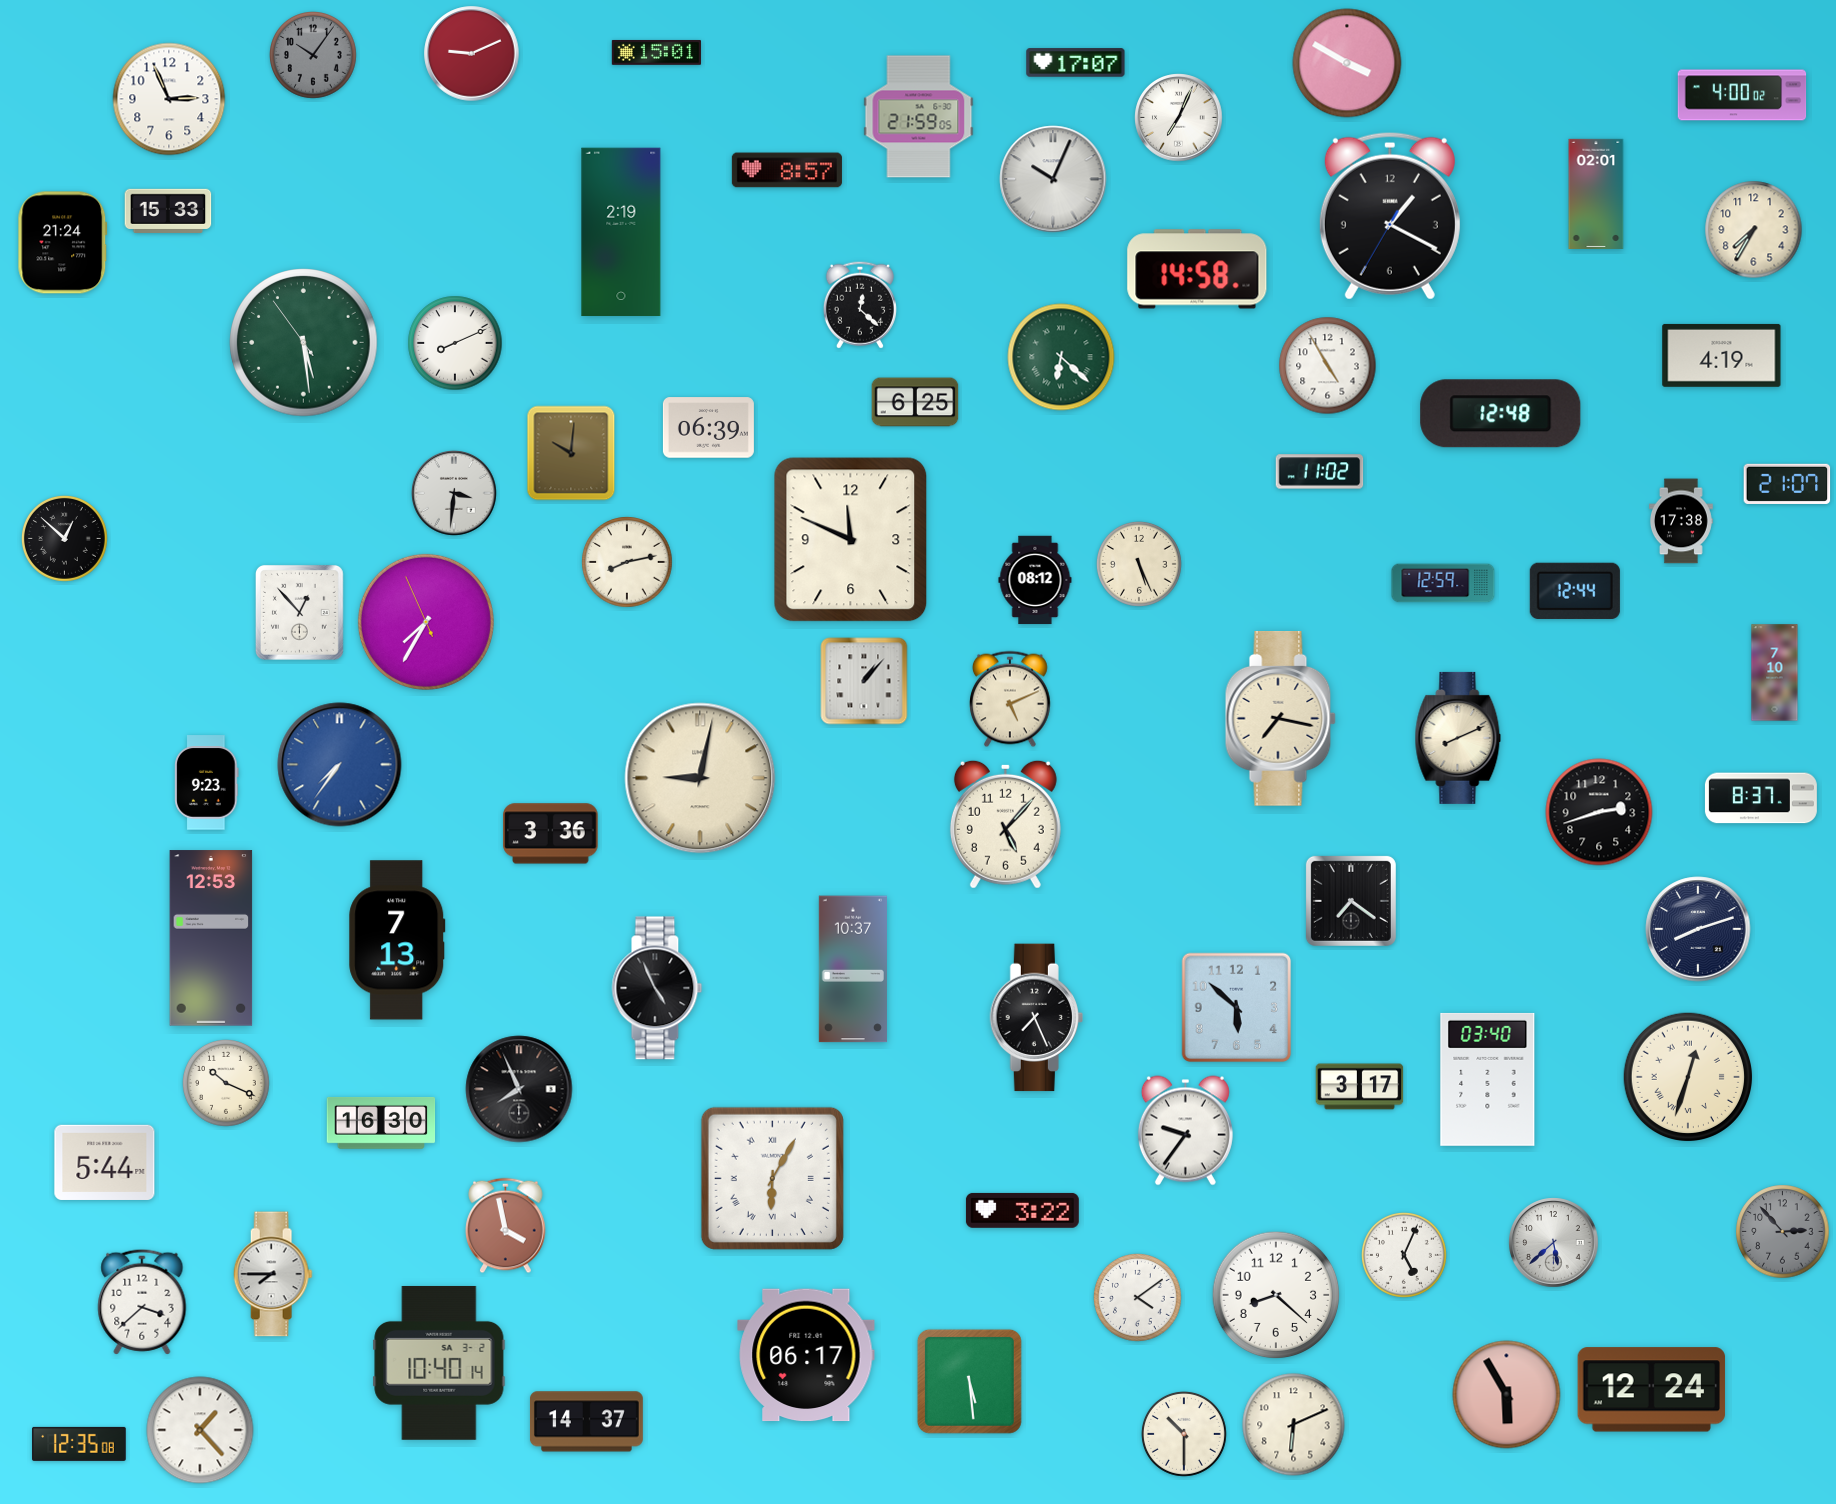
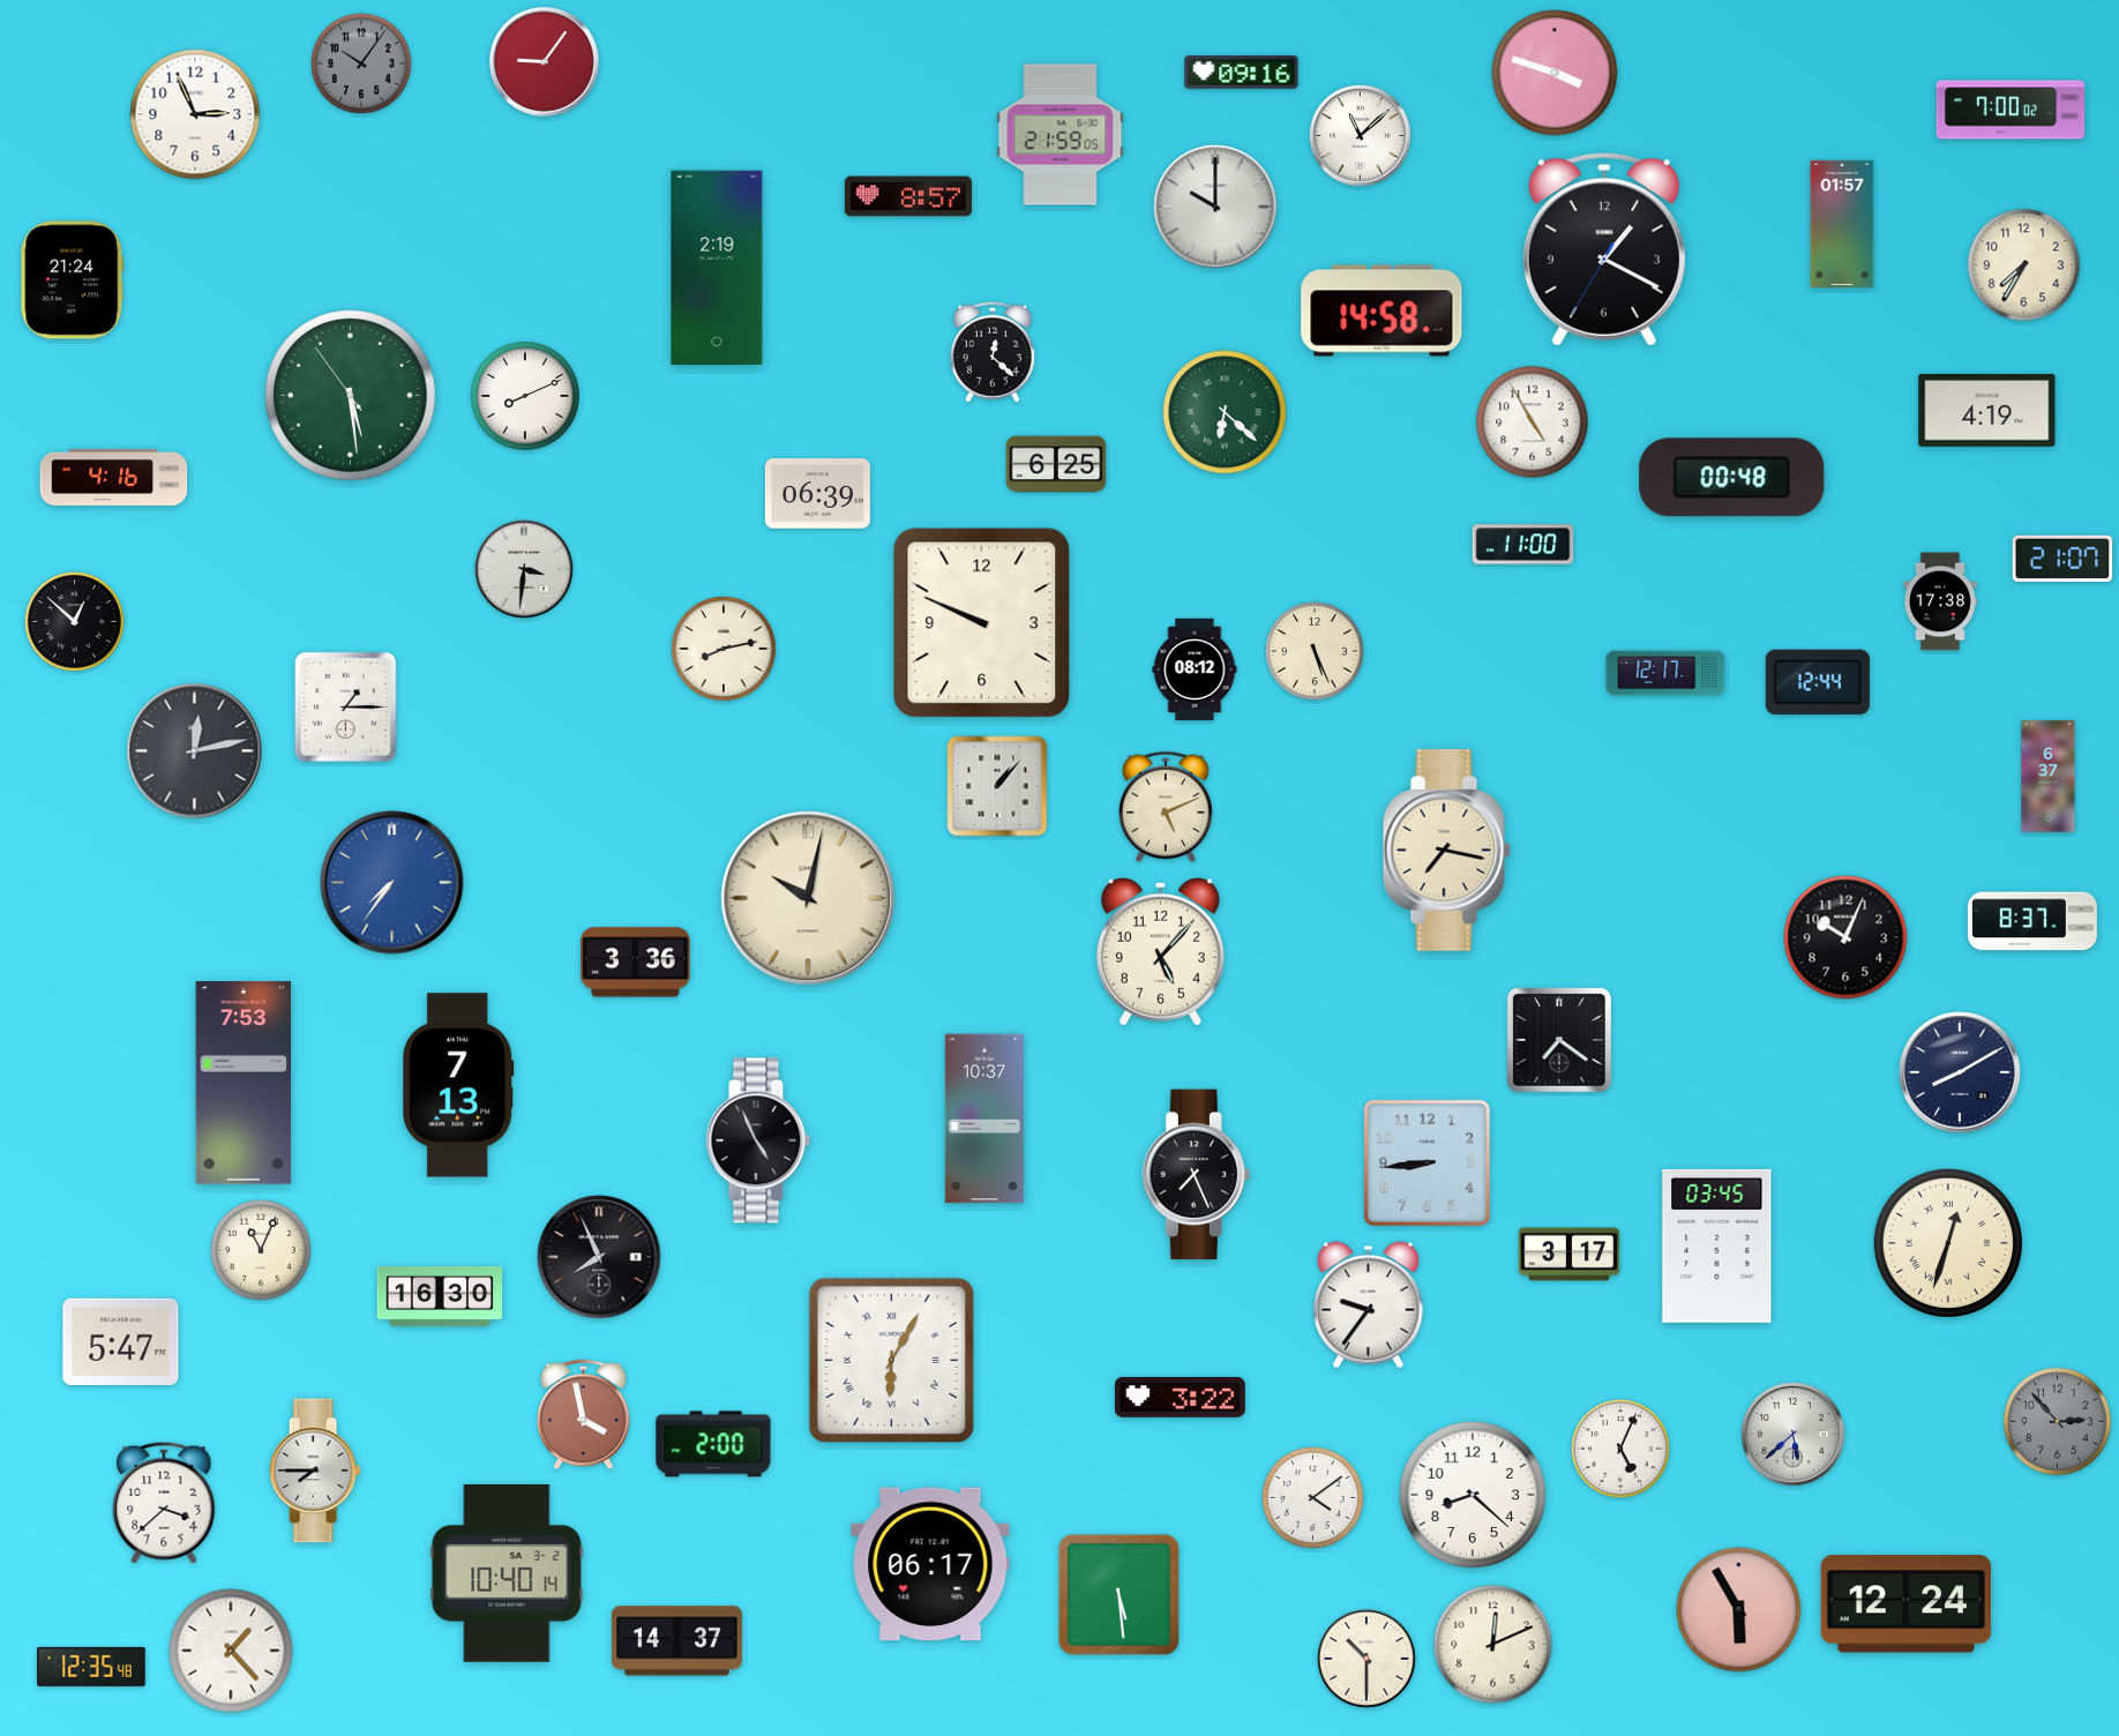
clock at (656, 52): 15:01 -> none
clock at (472, 54): 9:11 -> 9:06
clock at (1076, 63): 17:07 -> 09:16
clock at (1347, 63): 3:50 -> 3:48
clock at (1742, 95): 4:00 -> 7:00
clock at (1179, 118): 7:04 -> 11:08
clock at (1053, 179): 10:04 -> 10:00
clock at (1596, 194): 02:01 -> 01:57
clock at (168, 211): 15:33 -> none
clock at (114, 477): none -> 4:16
clock at (1501, 414): 12:48 -> 00:48
clock at (571, 453): 10:01 -> none
clock at (1320, 472): 11:02 -> 11:00
clock at (851, 540): 11:49 -> 9:49
clock at (1443, 583): 12:59 -> 12:17
clock at (299, 613): 12:53 -> 1:15
clock at (426, 622): 7:34 -> none
clock at (195, 751): none -> 12:13
clock at (1775, 673): 7:10 -> 6:37
clock at (1280, 718) position: (1280, 718) -> (1446, 850)
clock at (1458, 738): 8:11 -> none
clock at (700, 778): 9:02 -> 10:02
clock at (207, 783): 9:23 -> none
clock at (1599, 812): 2:42 -> 10:04
clock at (1698, 929): 8:12 -> 8:10
clock at (211, 938): 12:53 -> 7:53
clock at (1237, 1008): 5:52 -> 8:44
clock at (1488, 1079): 03:40 -> 03:45
clock at (227, 1084): 10:19 -> 11:04
clock at (105, 1162): 5:44 -> 5:47
clock at (713, 1444): none -> 2:00
clock at (1294, 1425): 6:11 -> 12:11
clock at (1184, 1434) position: (1184, 1434) -> (1367, 1659)
clock at (79, 1444): 12:35:08 -> 12:35:48
